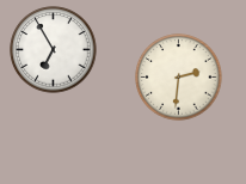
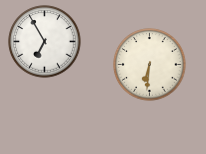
clock at (179, 78): 2:31 -> 6:31
